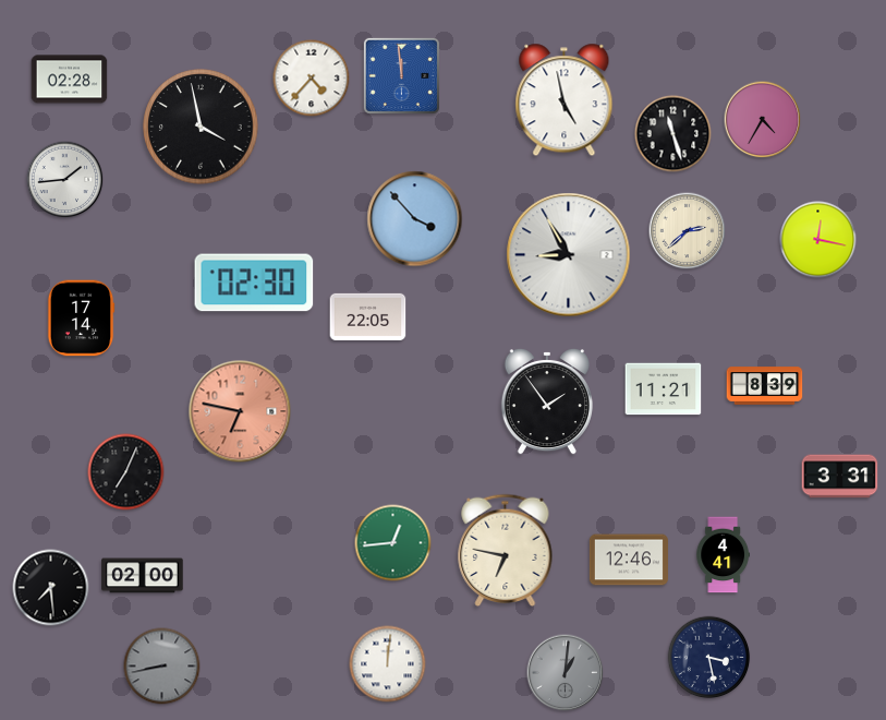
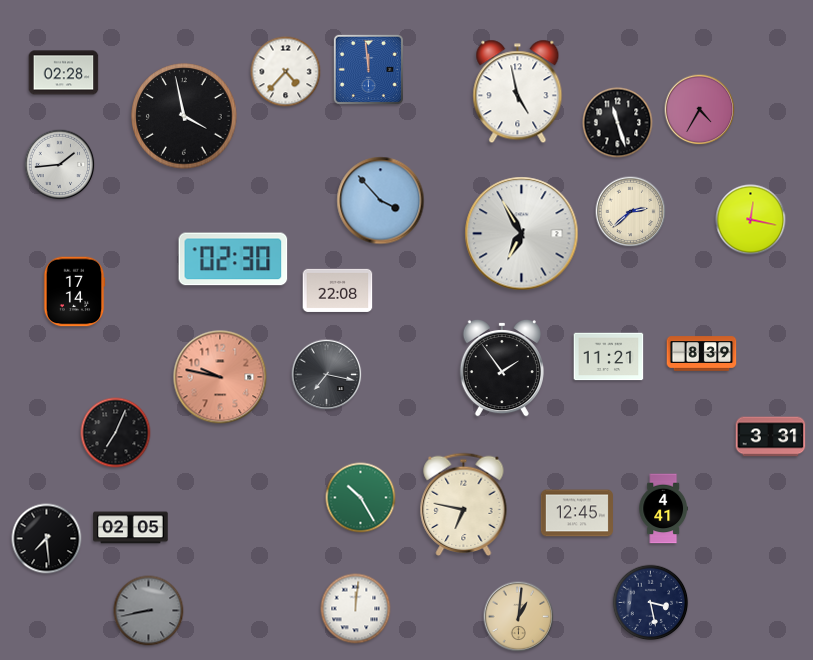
clock at (569, 255): 8:55 -> 6:55
clock at (368, 316): 22:05 -> 22:08
clock at (327, 375): none -> 7:17
clock at (240, 411): 6:47 -> 9:47
clock at (393, 543): 12:44 -> 10:25
clock at (629, 560): 12:46 -> 12:45
clock at (143, 576): 02:00 -> 02:05
clock at (566, 673) dial: grey -> champagne
